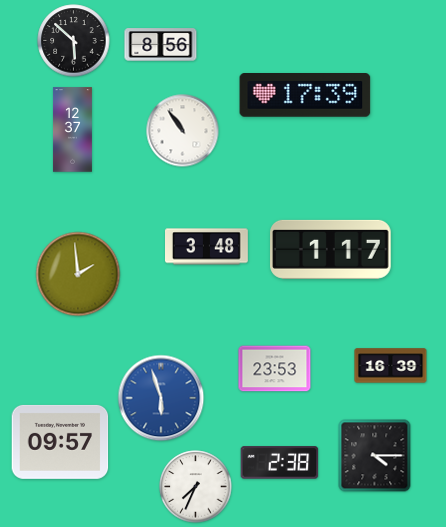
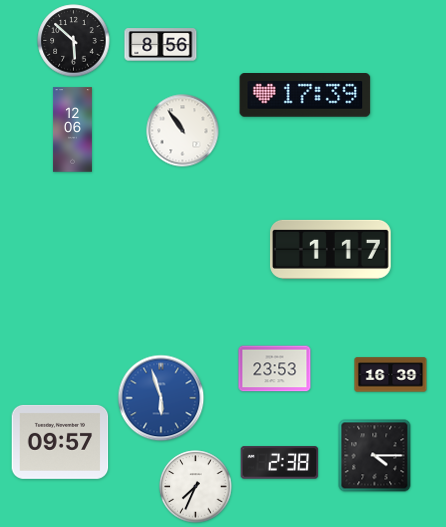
clock at (72, 130): 12:37 -> 12:06
clock at (207, 247): 3:48 -> none
clock at (78, 274): 1:59 -> none
clock at (391, 366) position: (391, 366) -> (391, 375)
